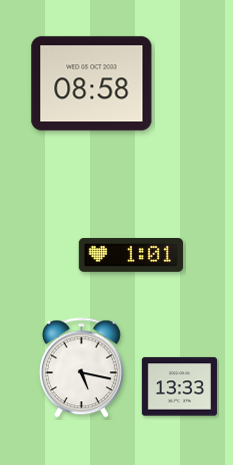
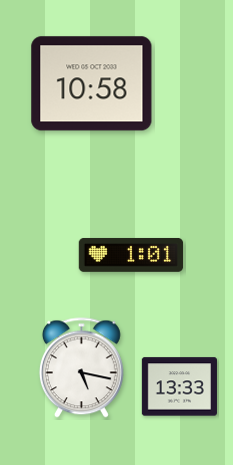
clock at (92, 84): 08:58 -> 10:58
